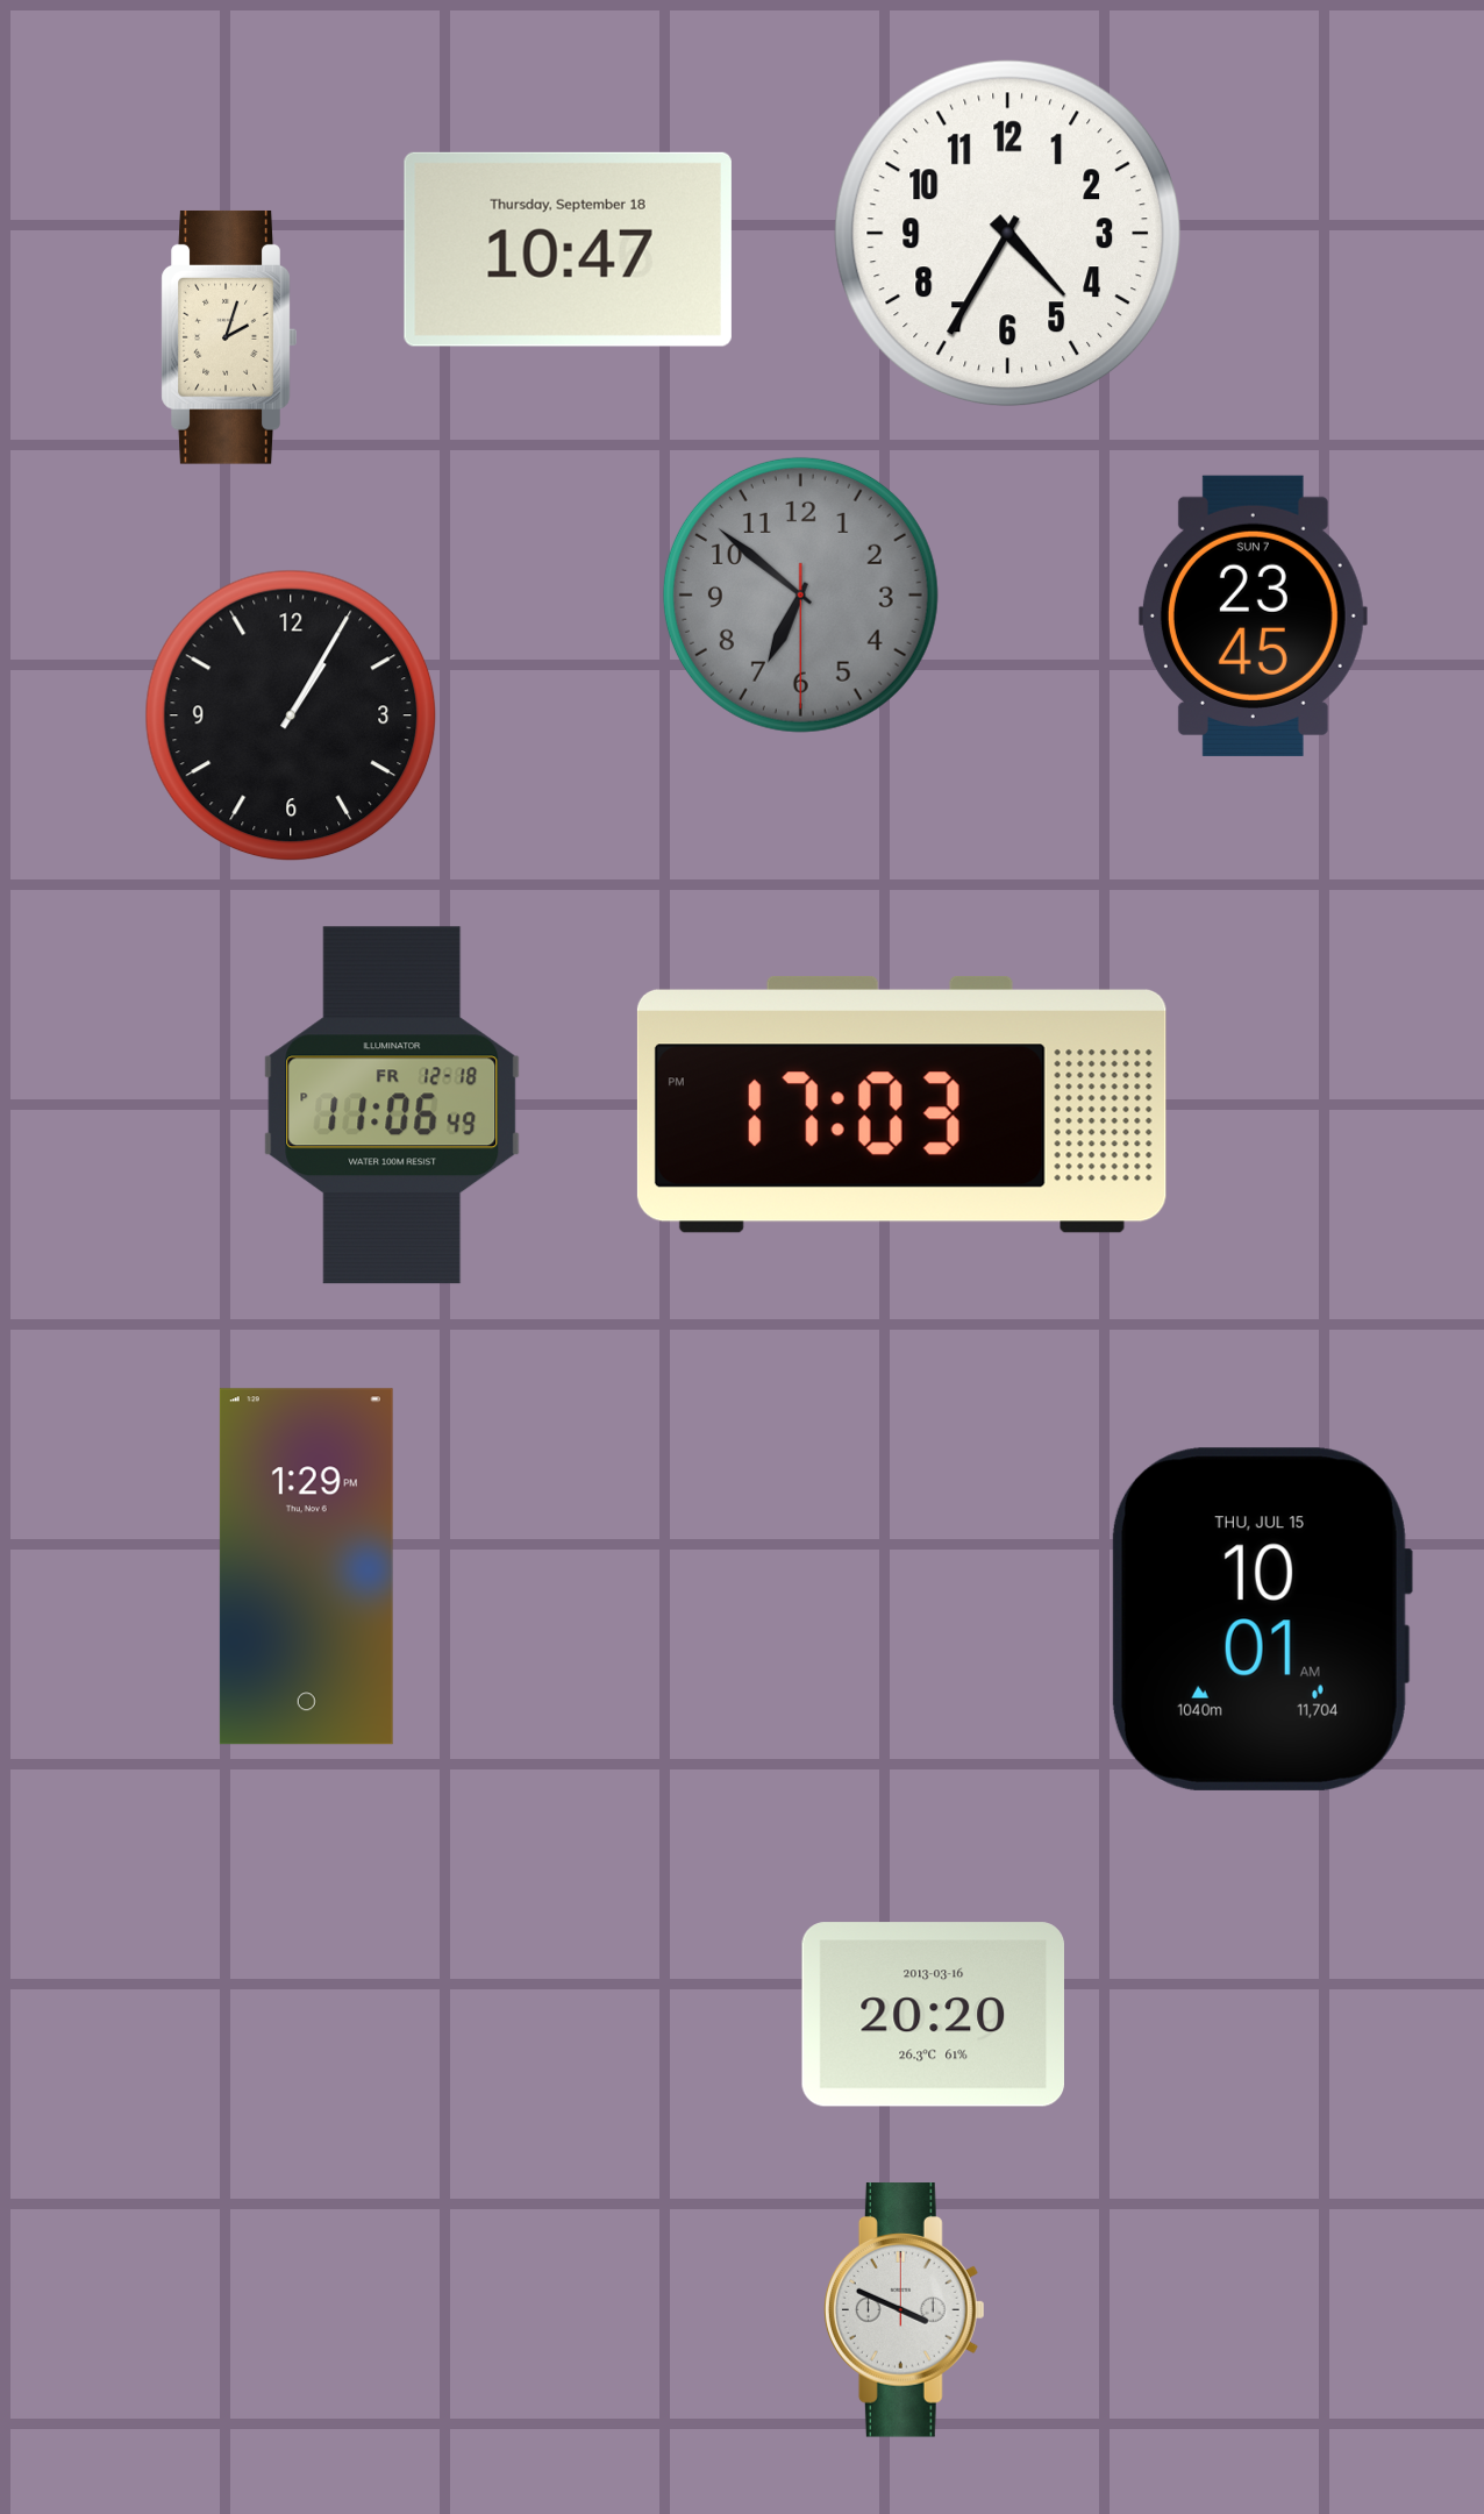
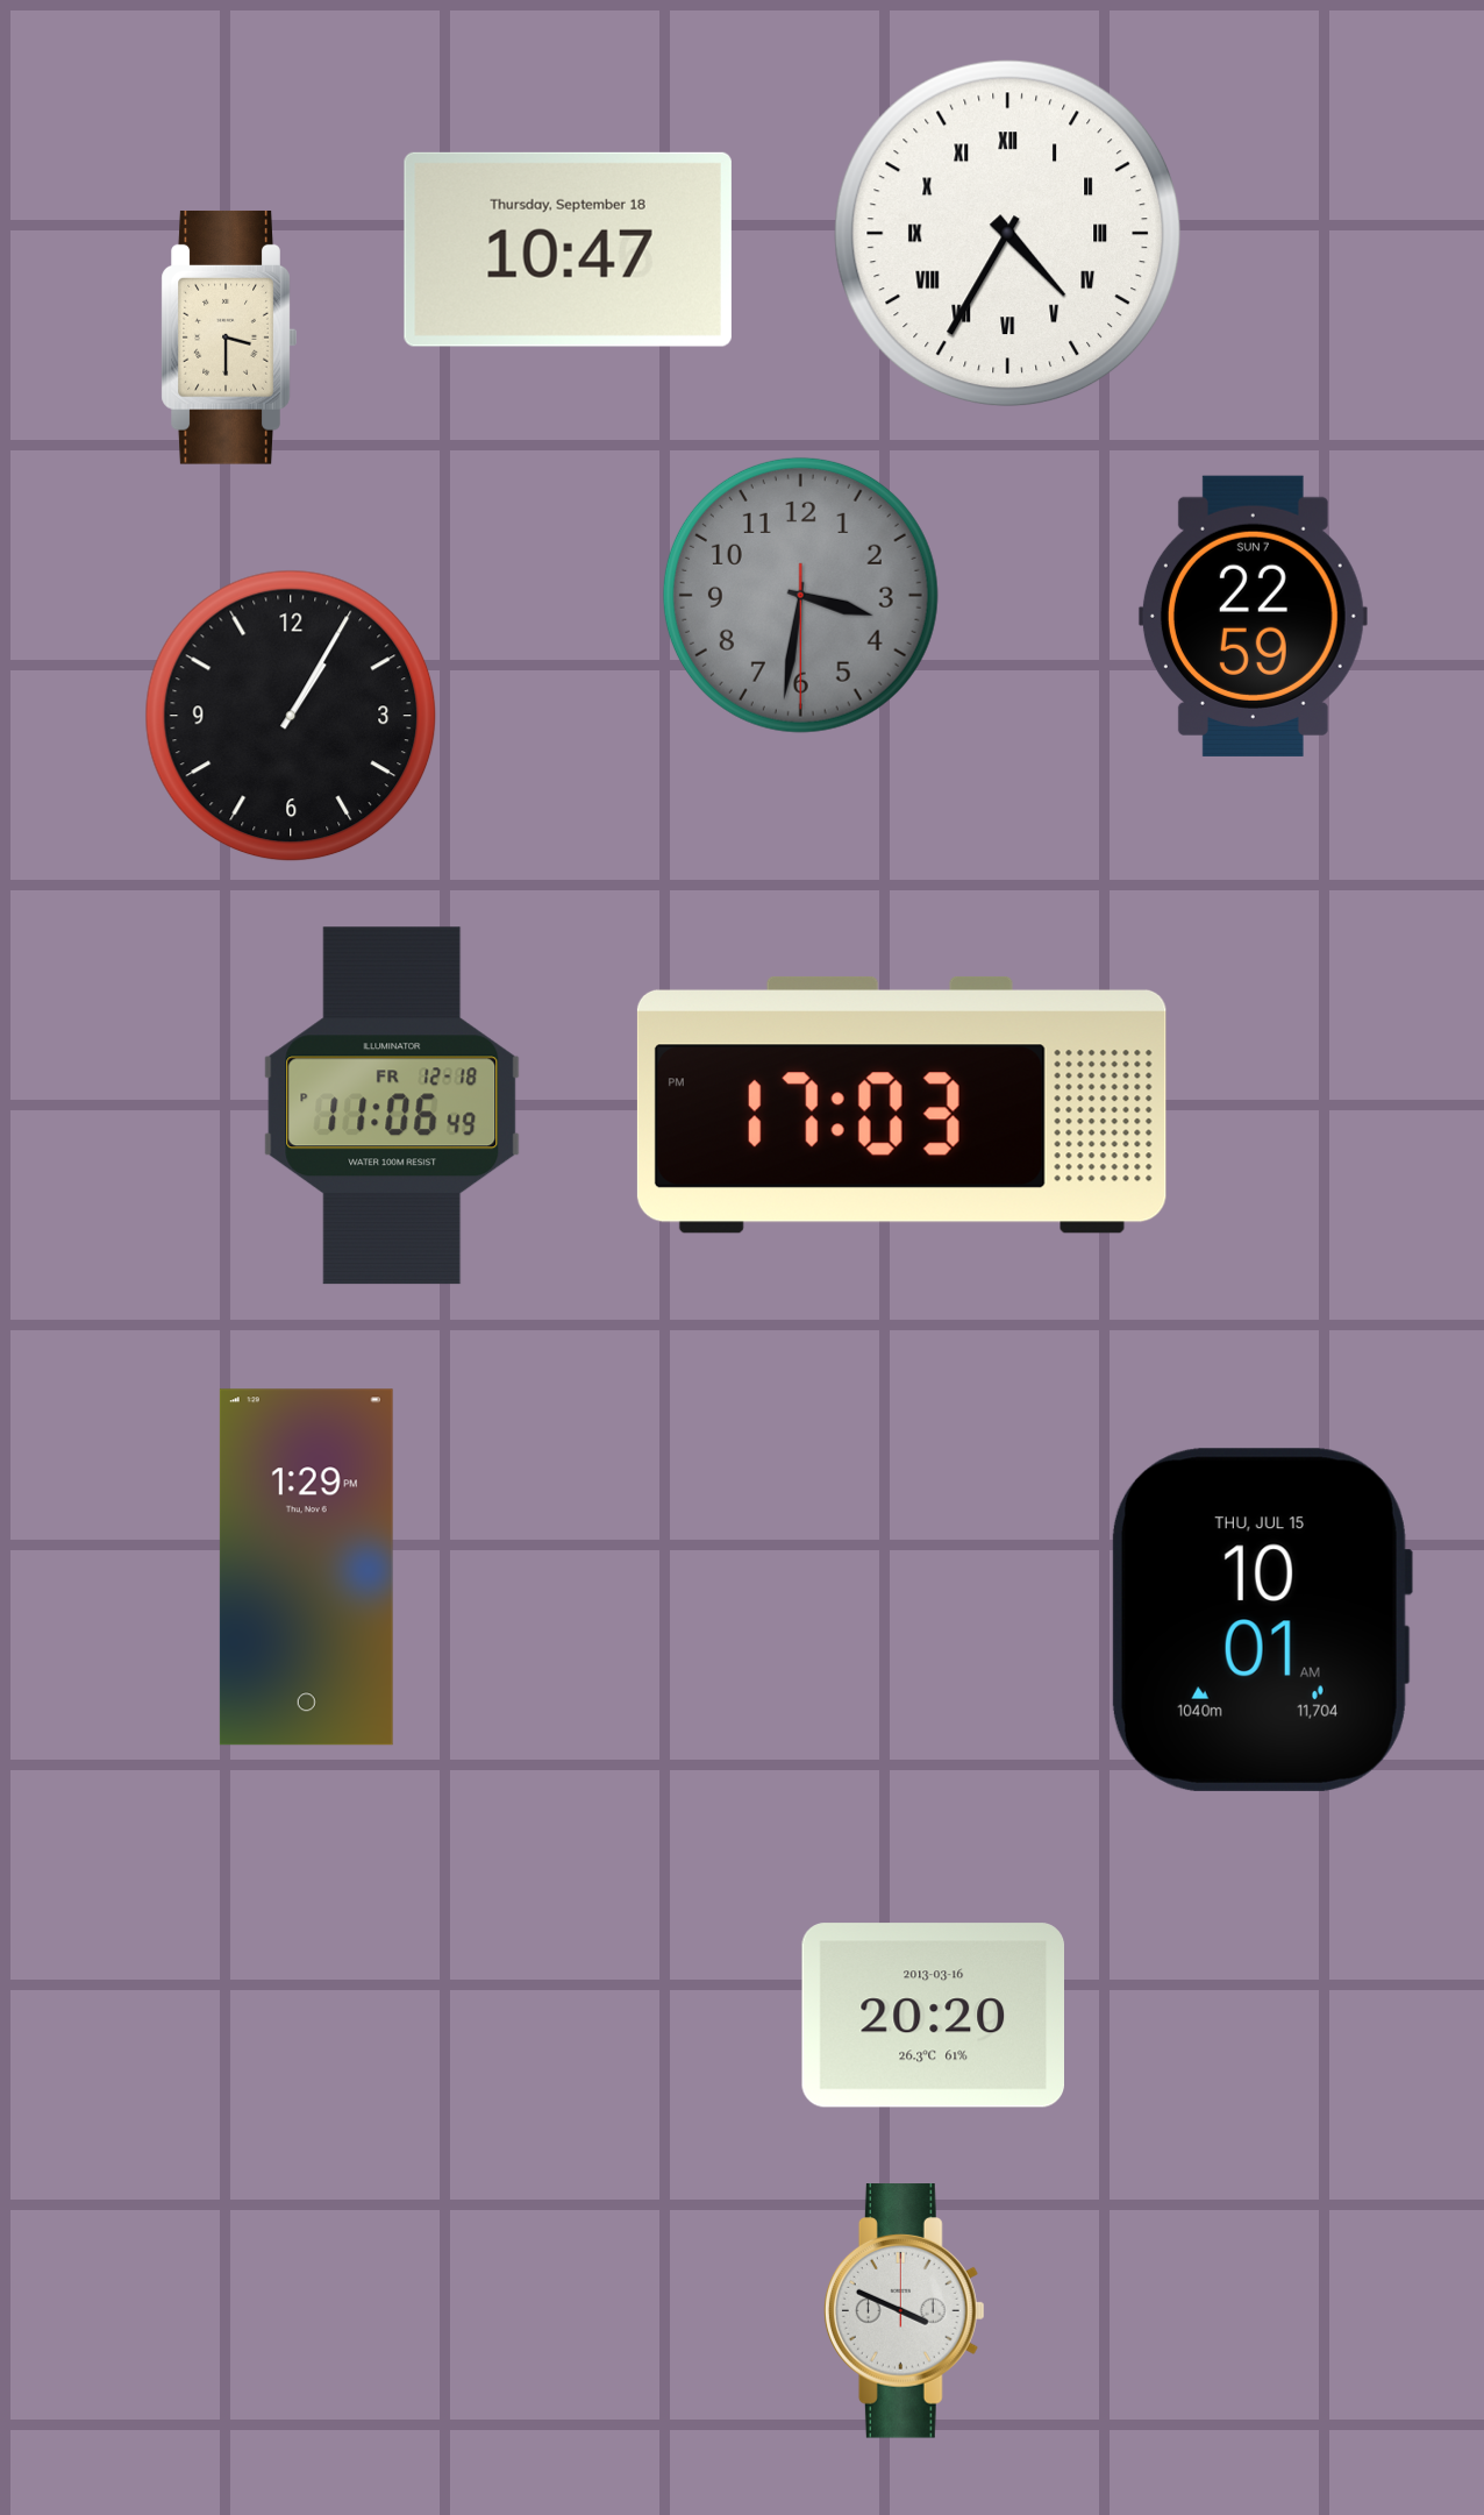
clock at (1008, 234) numerals: Arabic -> Roman
clock at (229, 337): 2:03 -> 3:30
clock at (800, 594): 6:51 -> 3:31
clock at (1253, 615): 23:45 -> 22:59
